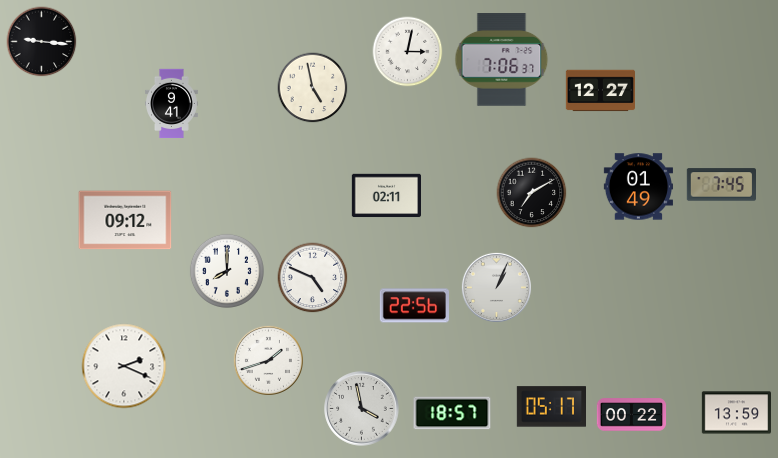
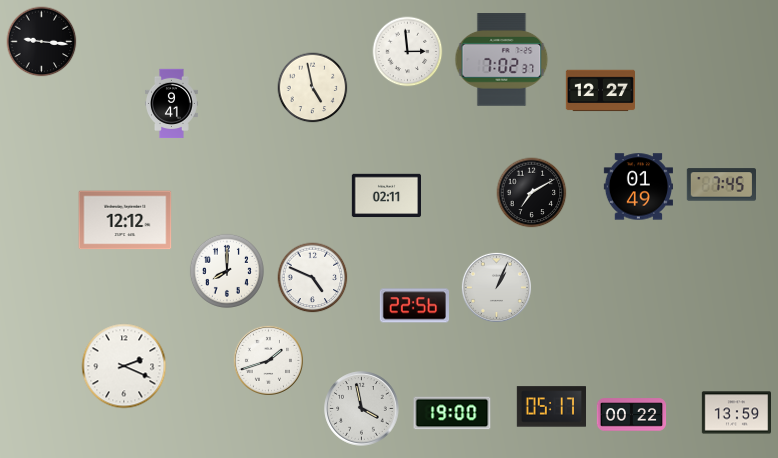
clock at (408, 52): 3:02 -> 2:59
clock at (502, 60): 7:06 -> 7:02
clock at (125, 220): 09:12 -> 12:12
clock at (452, 413): 18:57 -> 19:00
